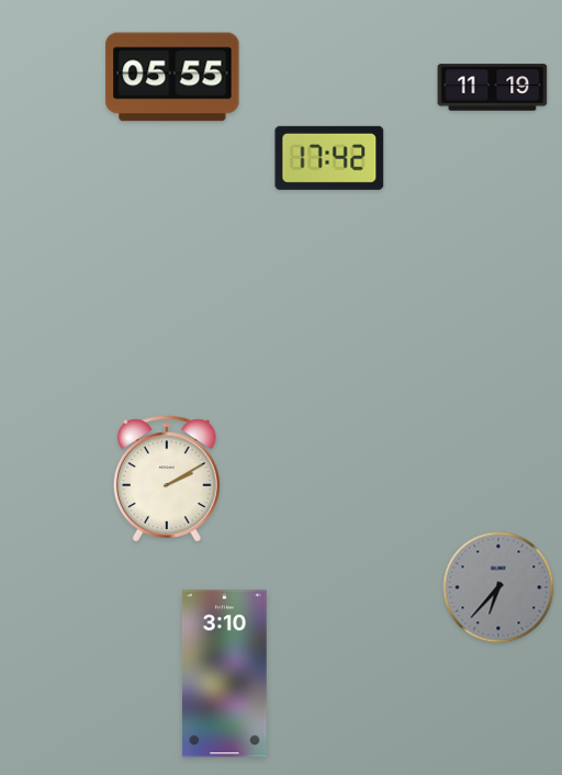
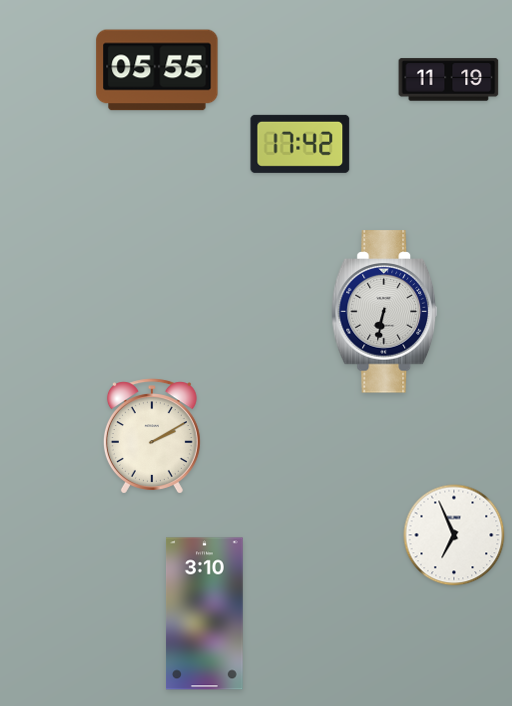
clock at (385, 312): none -> 6:32
clock at (498, 587): 6:37 -> 6:56
clock at (498, 587) dial: grey -> white
